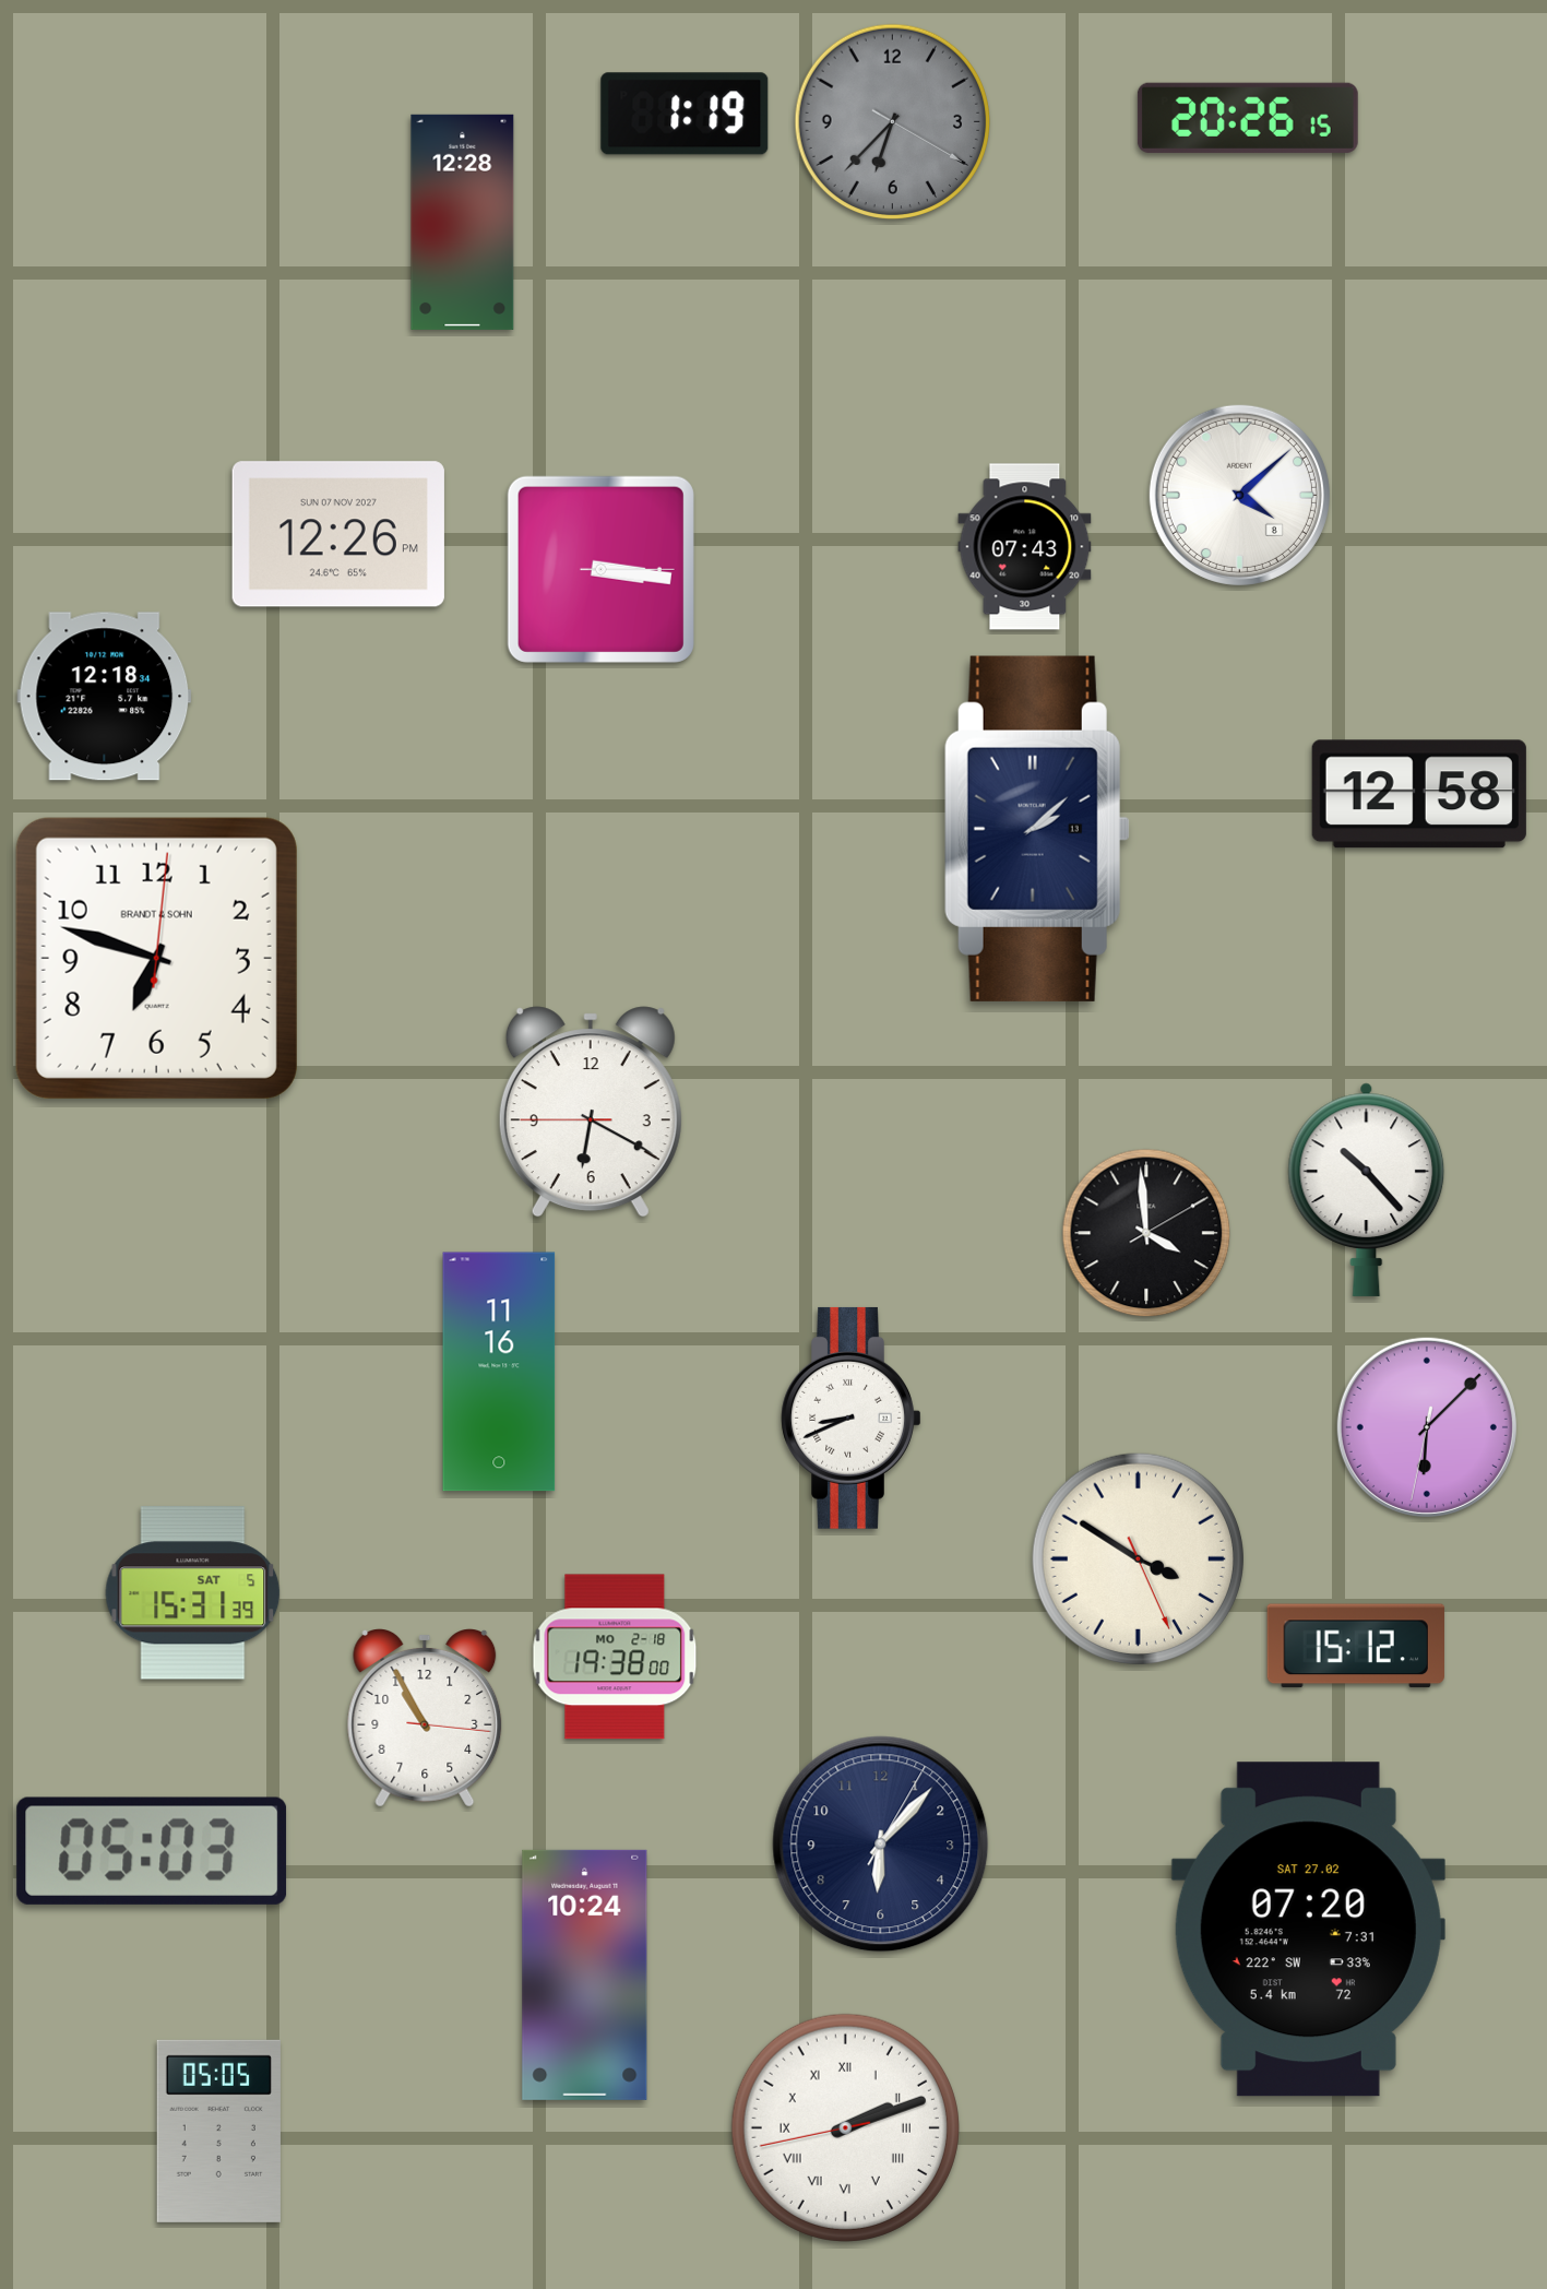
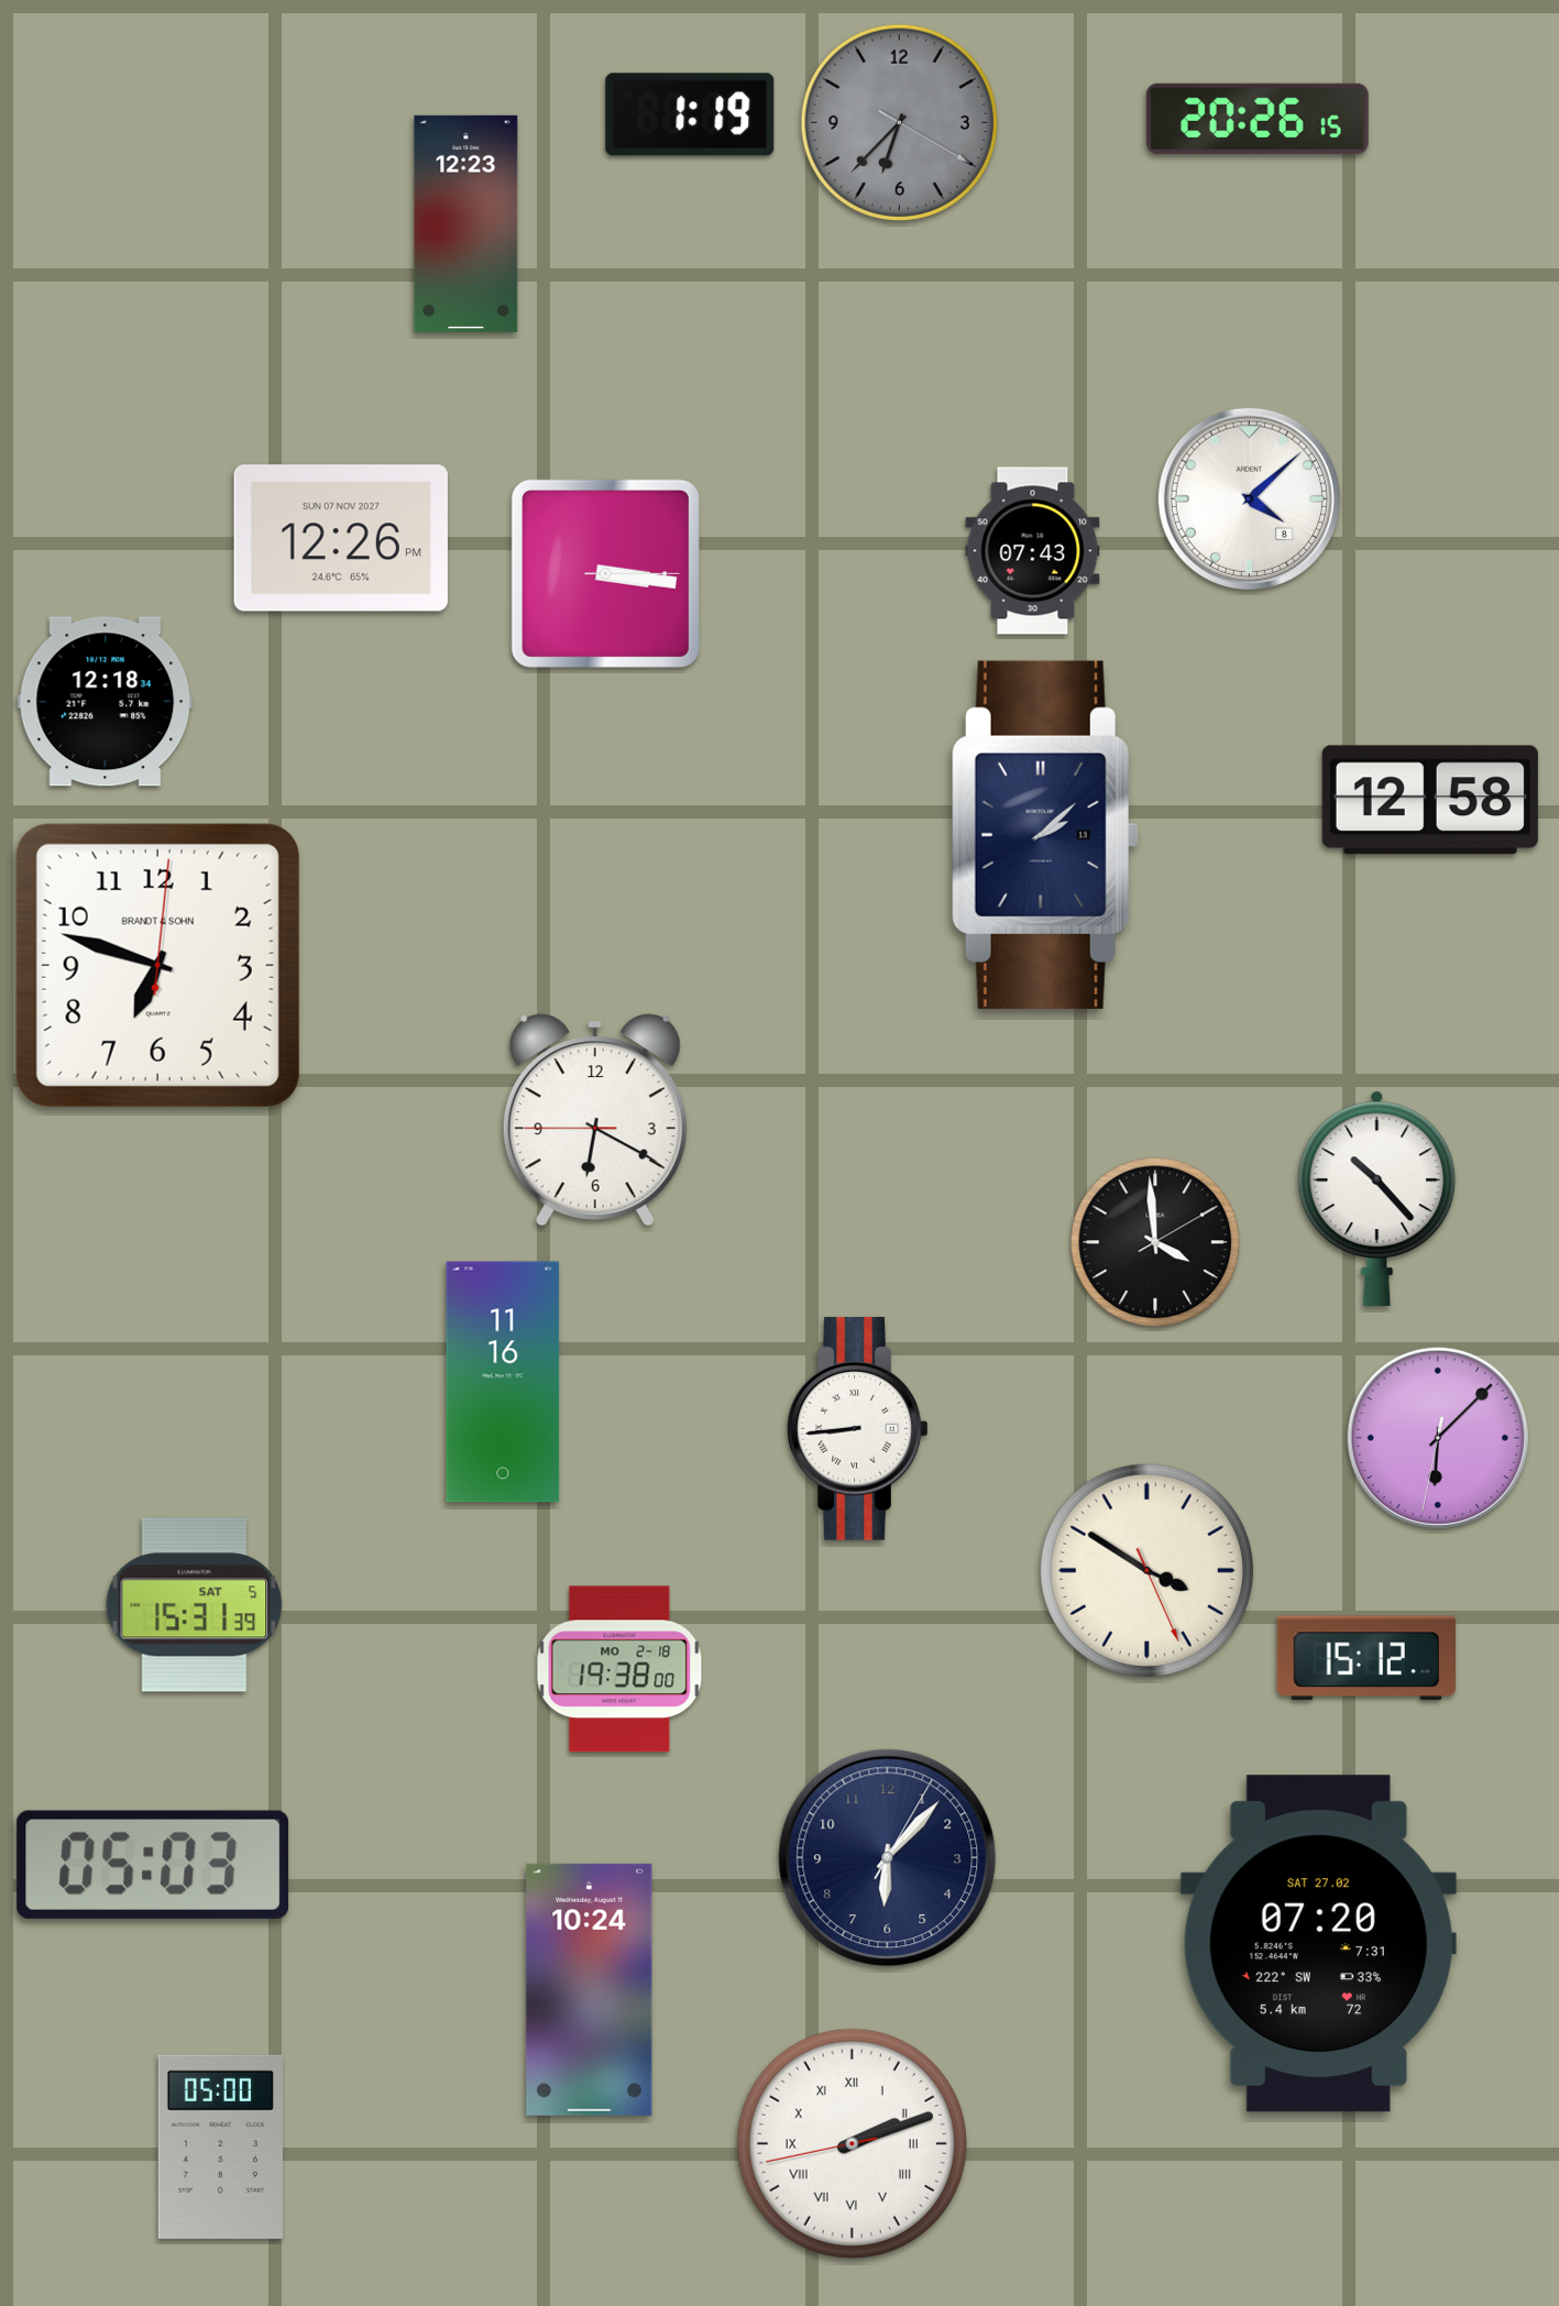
clock at (463, 222): 12:28 -> 12:23
clock at (852, 1418): 8:41 -> 8:44
clock at (425, 1719): 10:55 -> none
clock at (218, 2131): 05:05 -> 05:00
